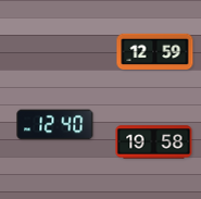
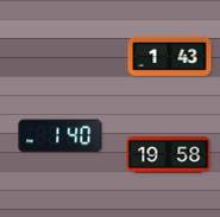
clock at (155, 52): 12:59 -> 1:43
clock at (55, 125): 12:40 -> 1:40
